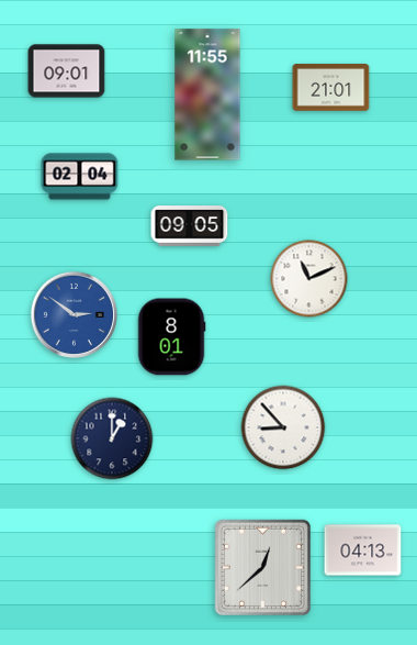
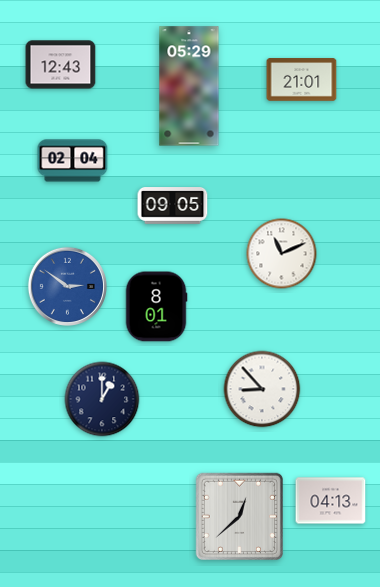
clock at (67, 71): 09:01 -> 12:43
clock at (207, 94): 11:55 -> 05:29
clock at (283, 427) position: (283, 427) -> (262, 389)
